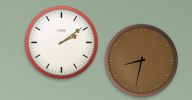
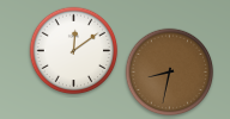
clock at (62, 43): 2:09 -> 12:09
